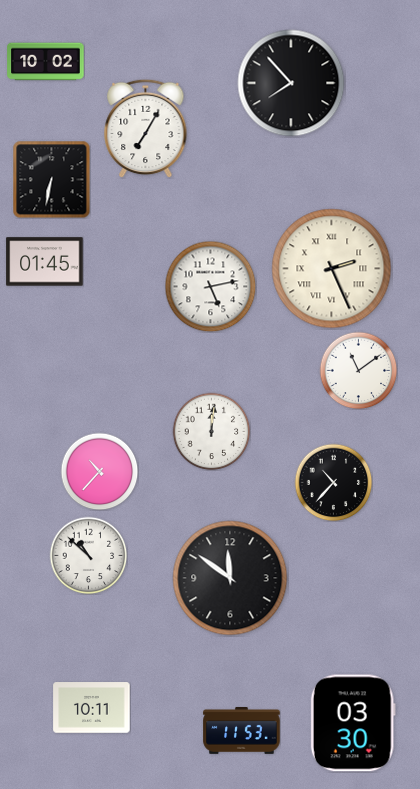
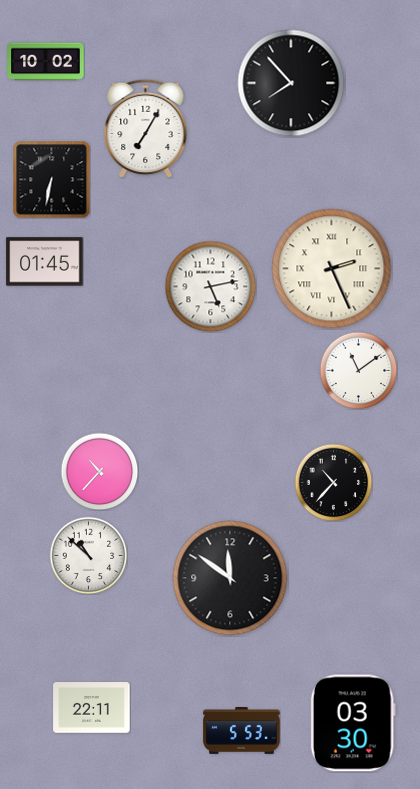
clock at (211, 431): 12:01 -> none
clock at (92, 708): 10:11 -> 22:11
clock at (242, 731): 11:53 -> 5:53
